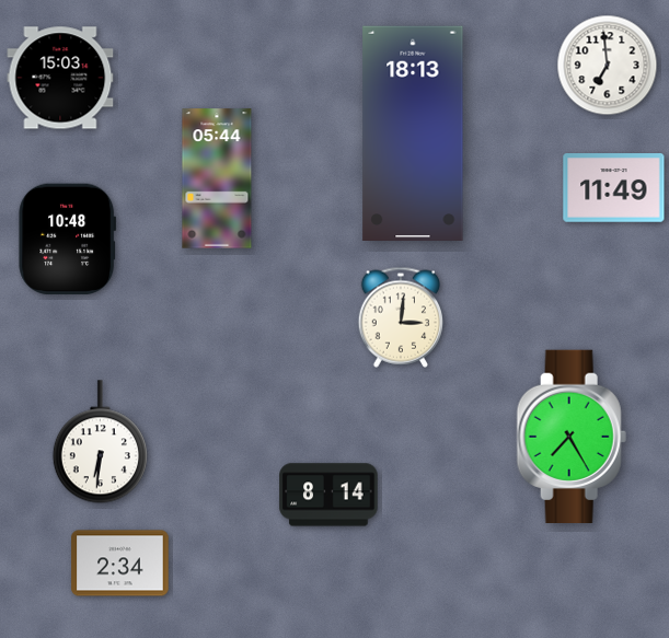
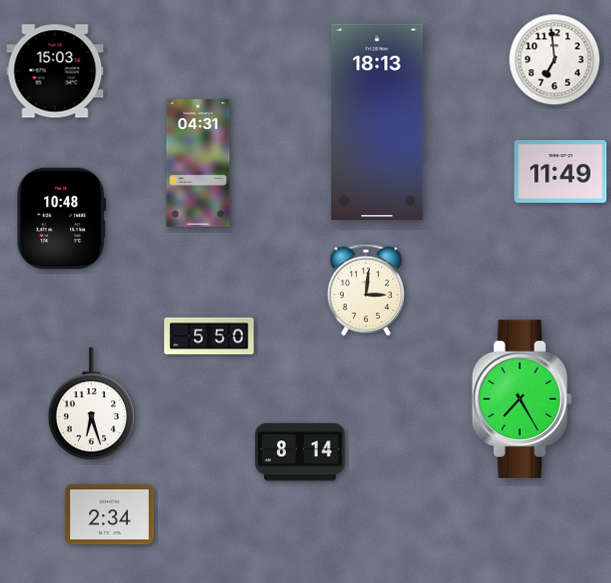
clock at (217, 178): 05:44 -> 04:31
clock at (209, 336): none -> 5:50
clock at (100, 442): 6:31 -> 6:27
